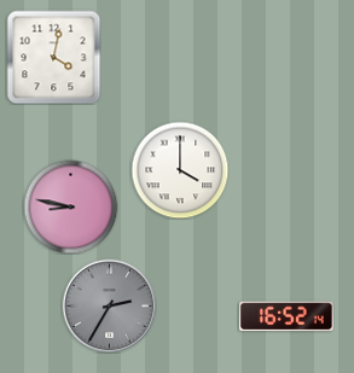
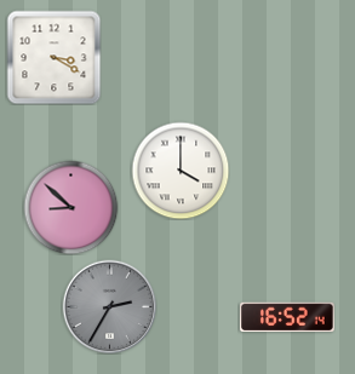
clock at (53, 57): 4:02 -> 3:20
clock at (70, 206): 8:47 -> 8:52
